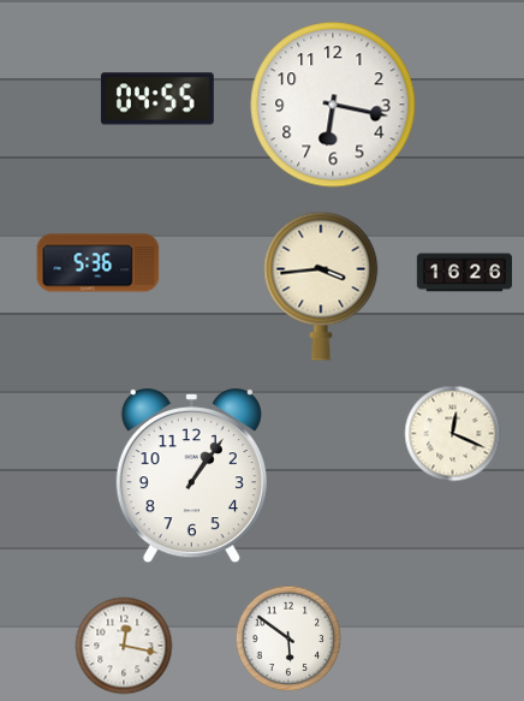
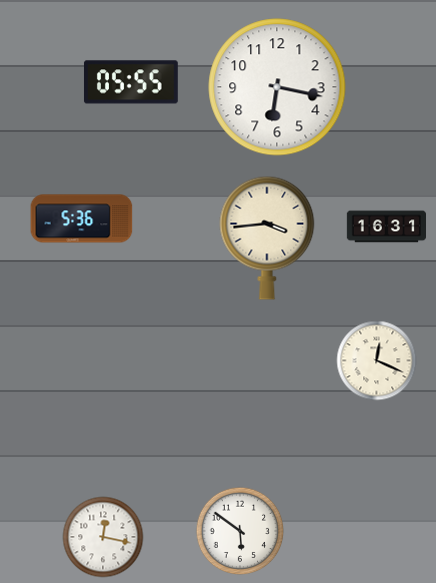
clock at (157, 99): 04:55 -> 05:55
clock at (465, 273): 16:26 -> 16:31
clock at (191, 476): 1:06 -> none
